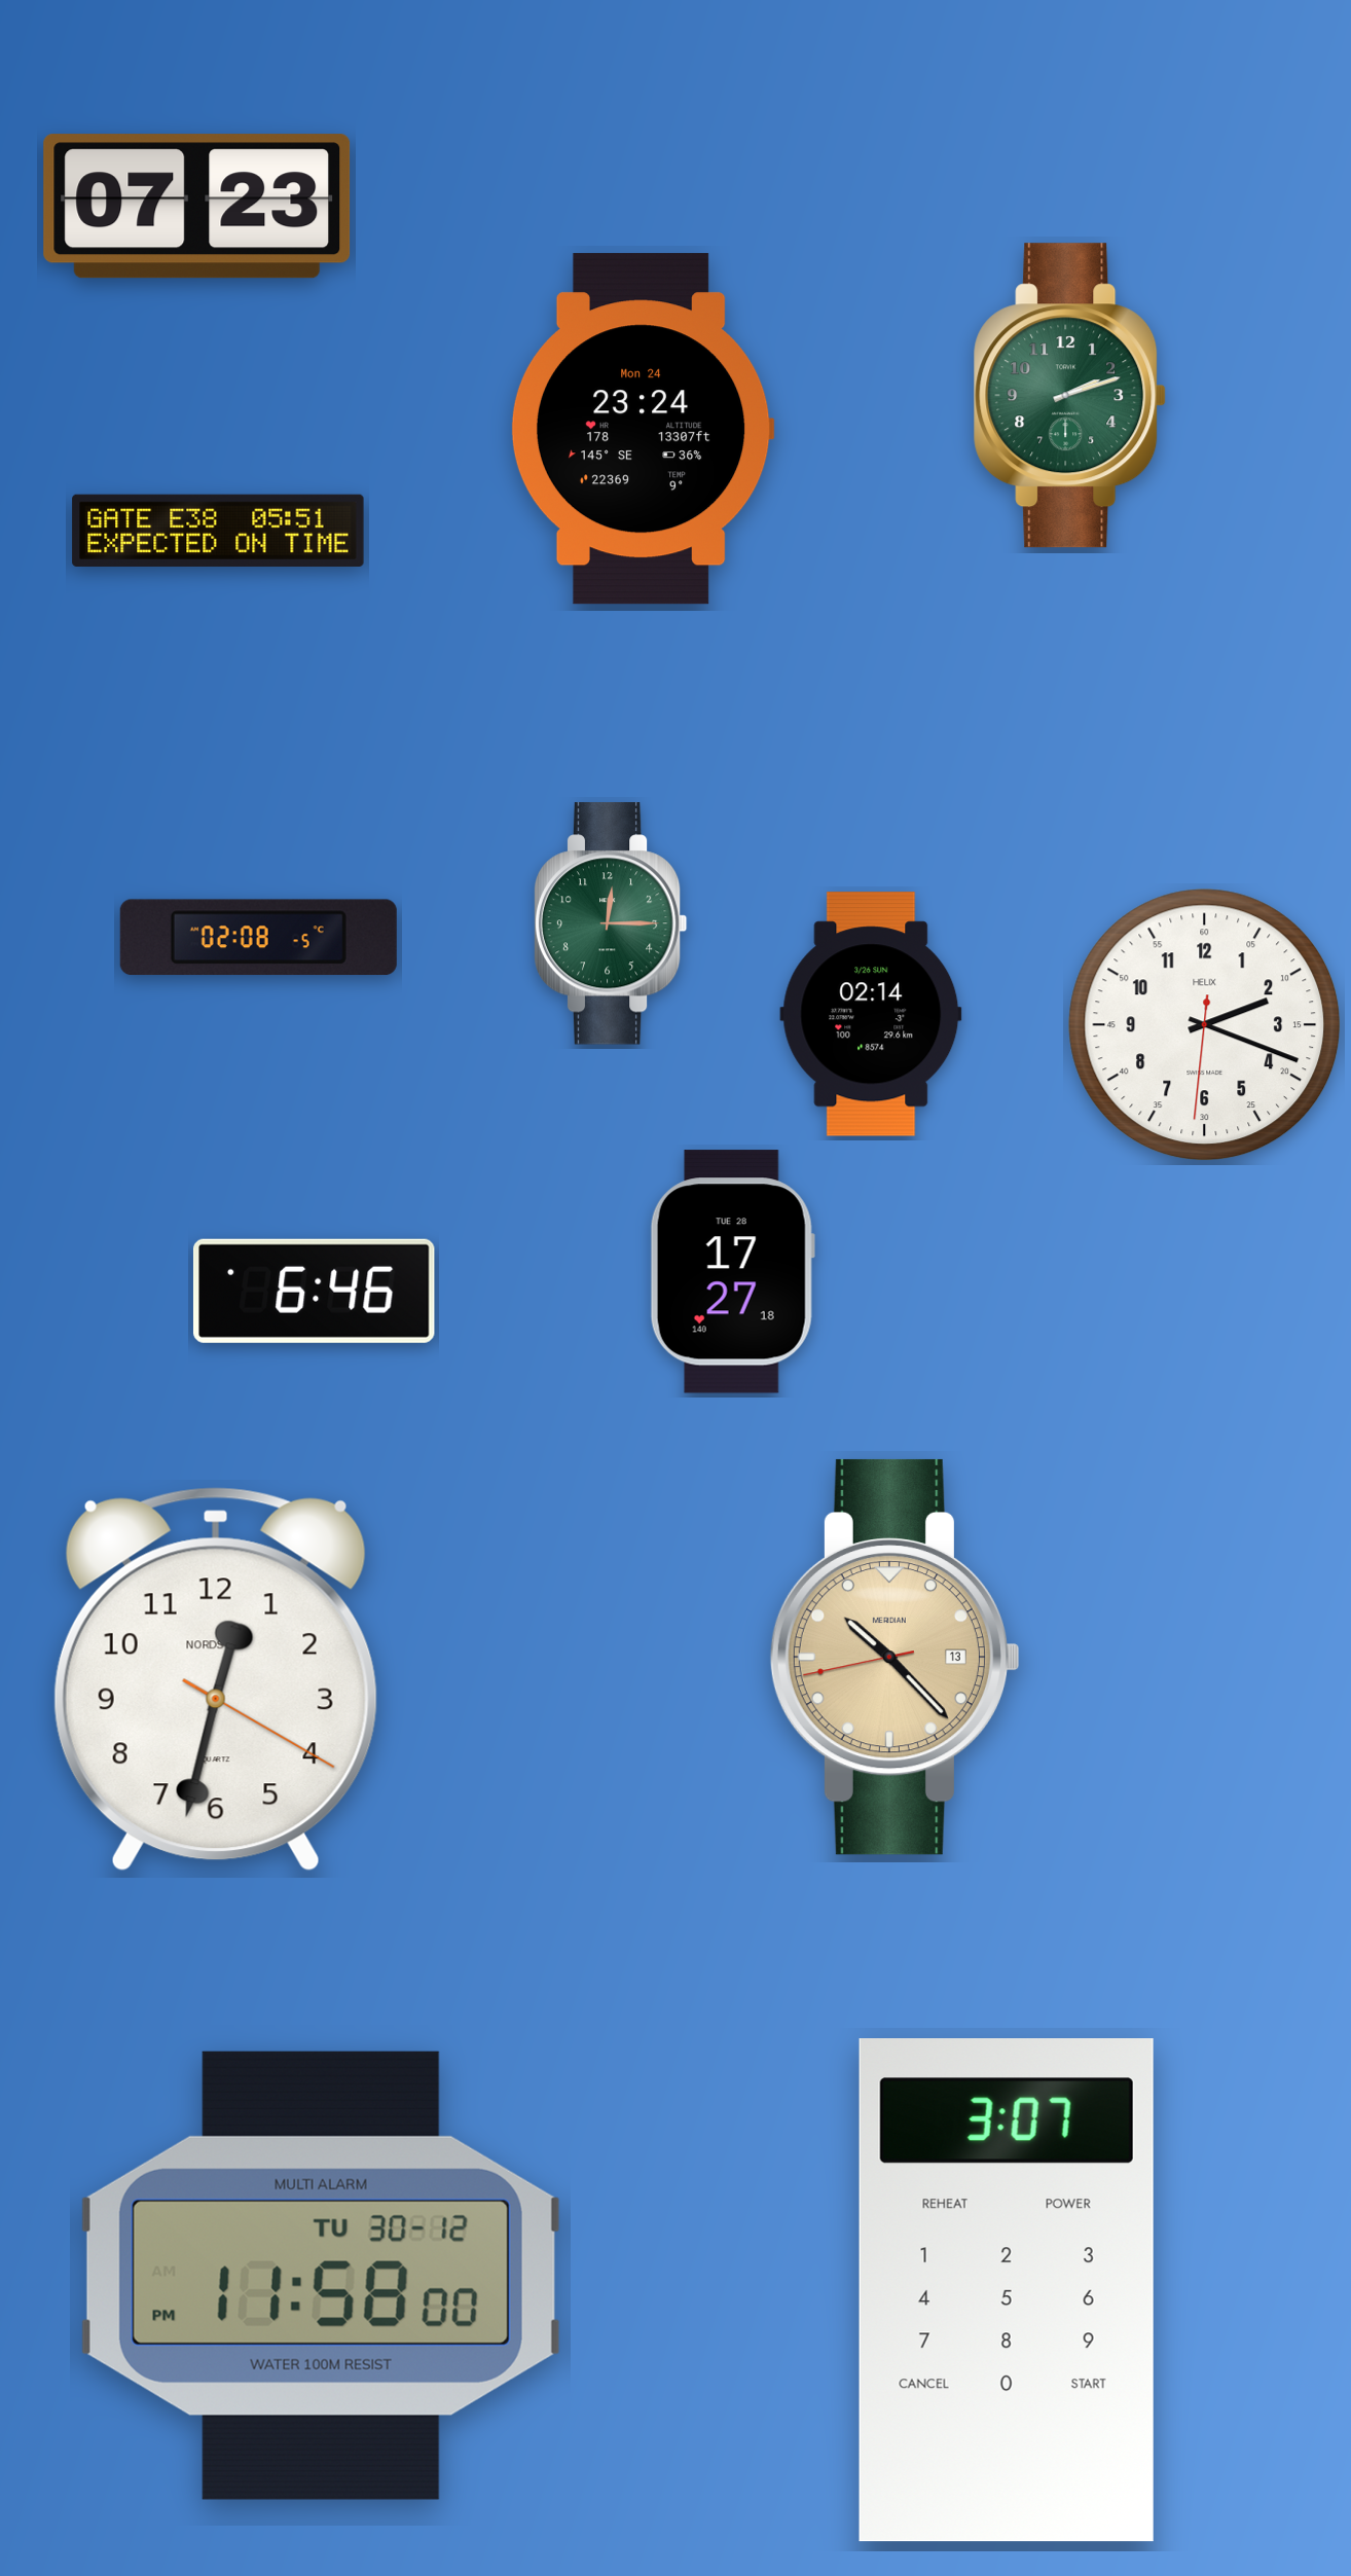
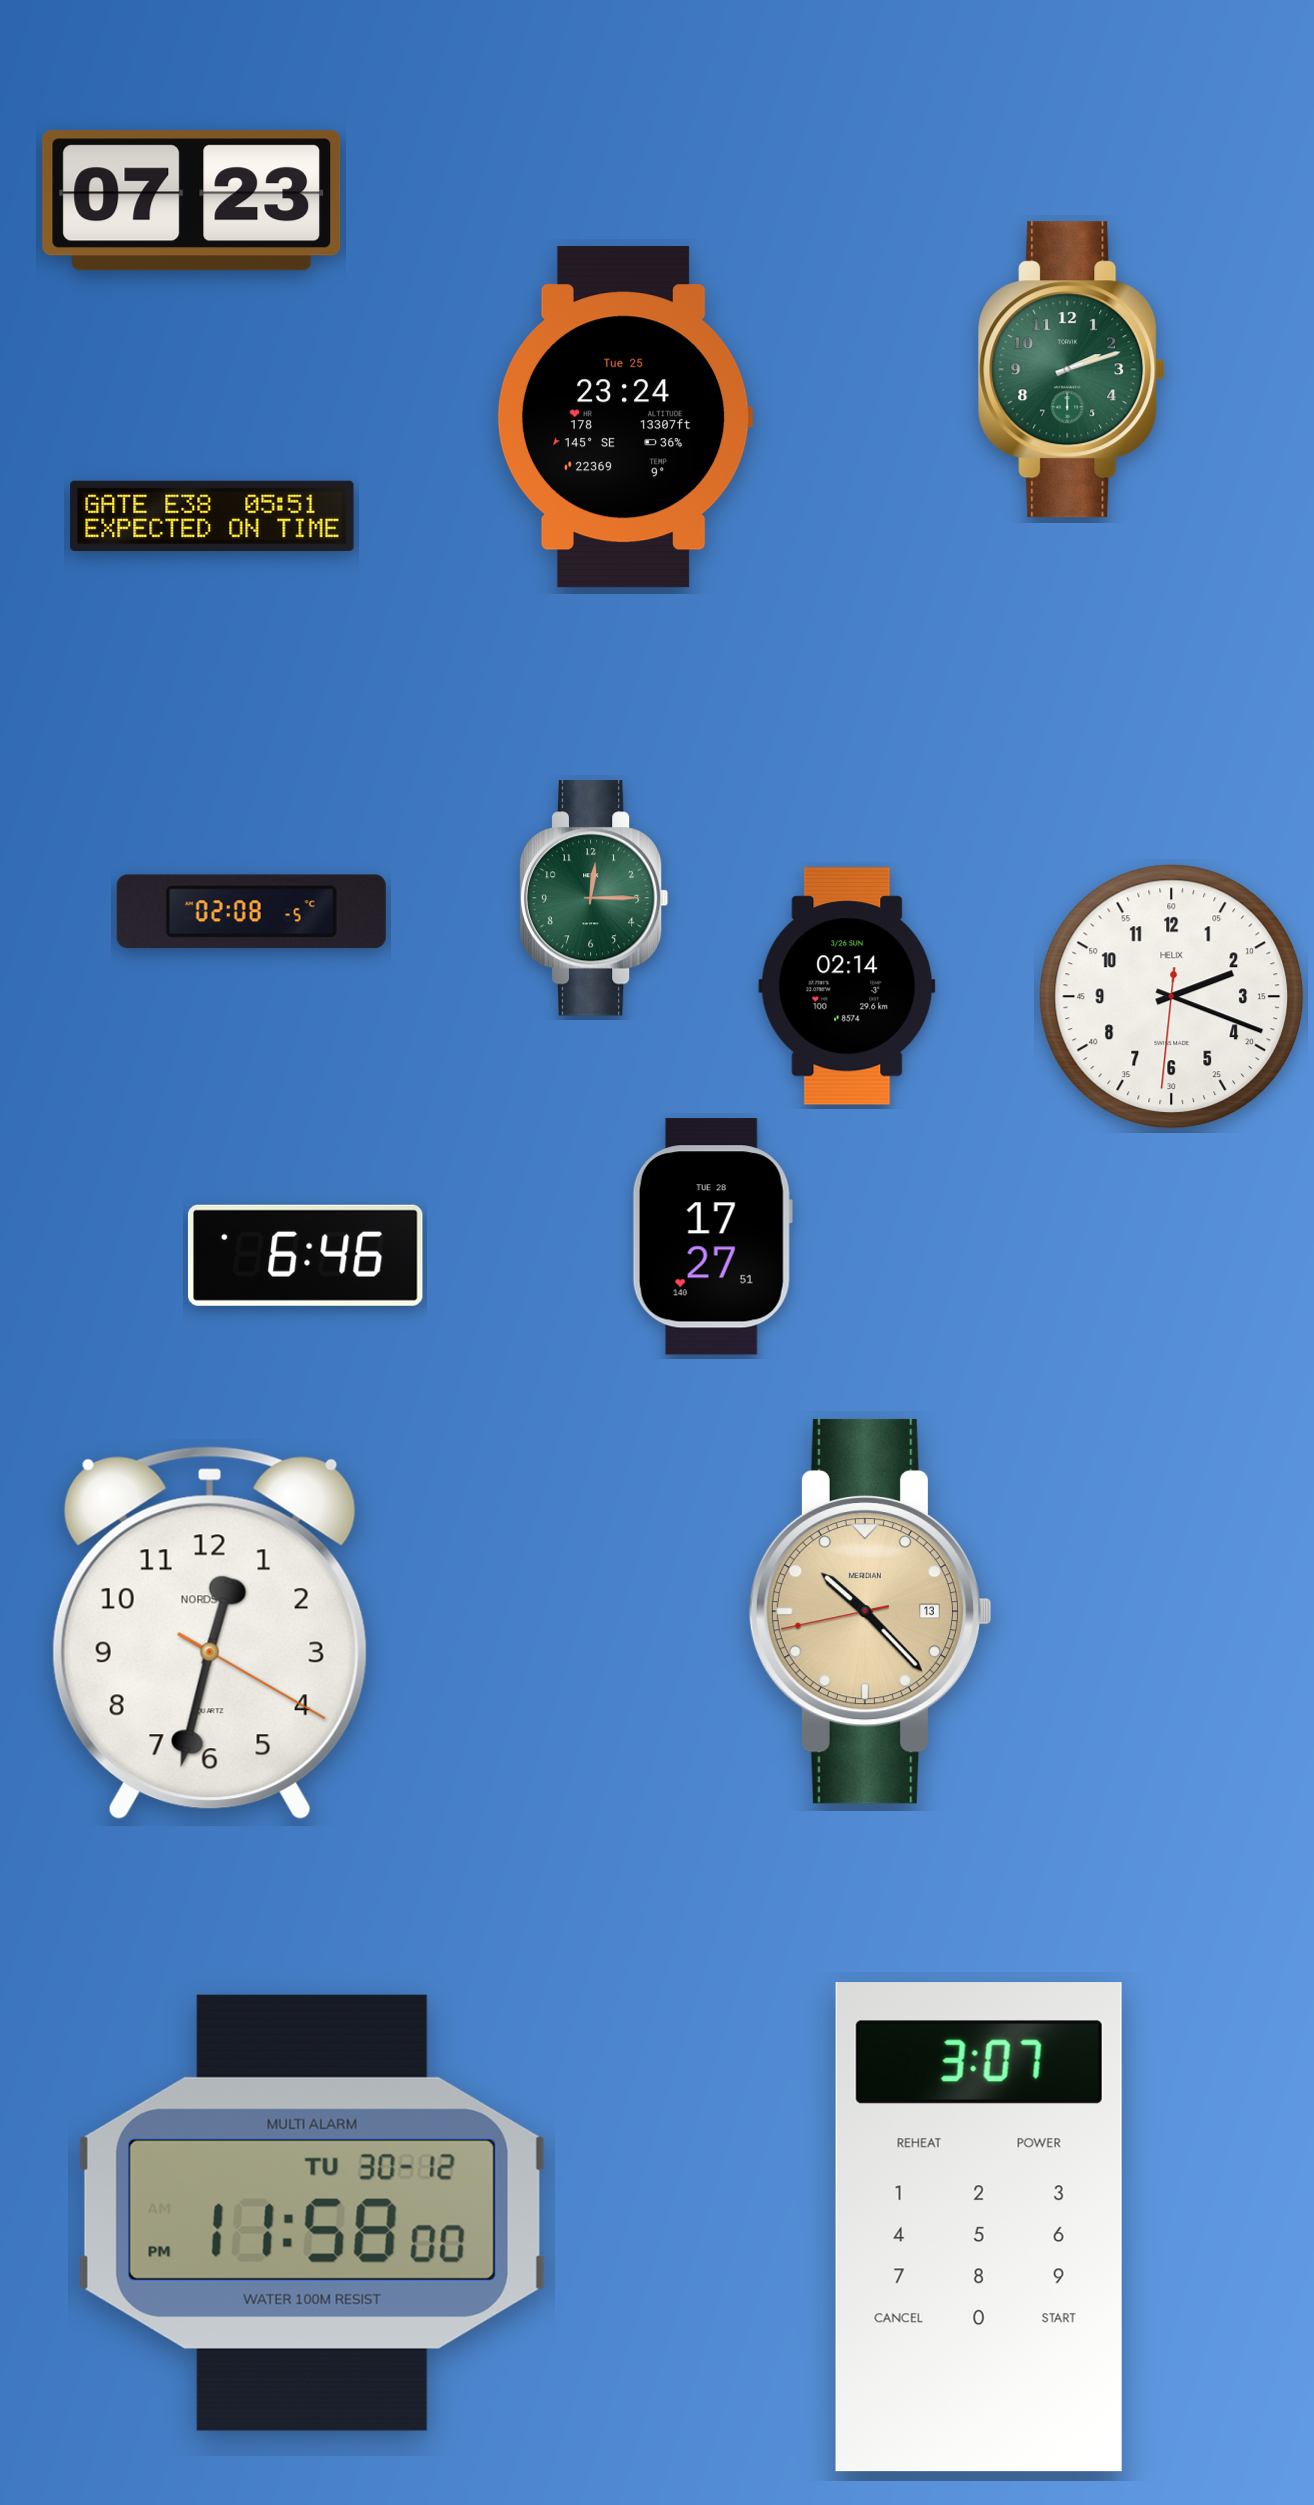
clock at (1070, 396) position: (1070, 396) -> (1072, 370)
clock at (643, 429) date: Mon 24 -> Tue 25
clock at (732, 1272): 17:27:18 -> 17:27:51
